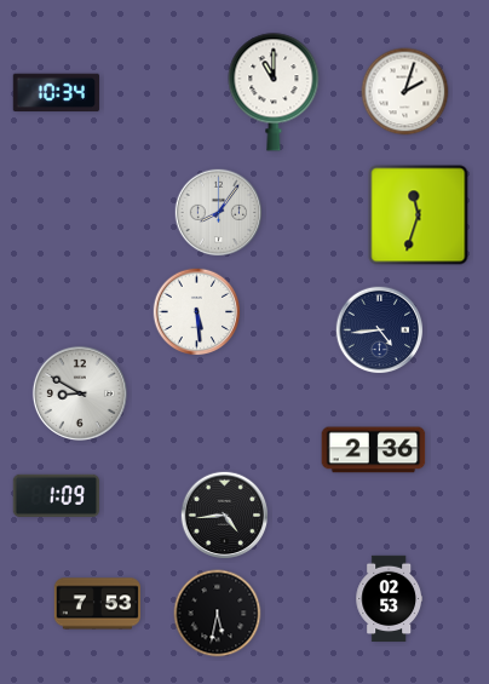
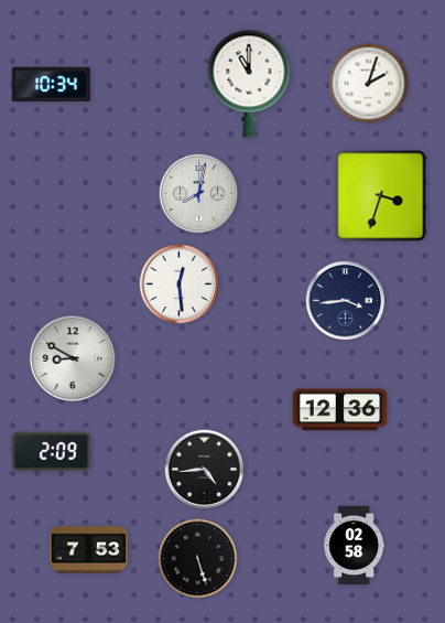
clock at (219, 213): 8:06 -> 8:02
clock at (419, 215): 11:33 -> 3:33
clock at (197, 312): 5:29 -> 12:29
clock at (380, 330): 4:44 -> 3:44
clock at (374, 450): 2:36 -> 12:36
clock at (56, 495): 1:09 -> 2:09
clock at (389, 599): 02:53 -> 02:58
clock at (218, 614): 5:32 -> 5:27
